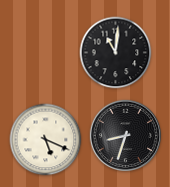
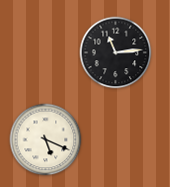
clock at (116, 53): 11:01 -> 11:14
clock at (125, 135): 8:33 -> none
